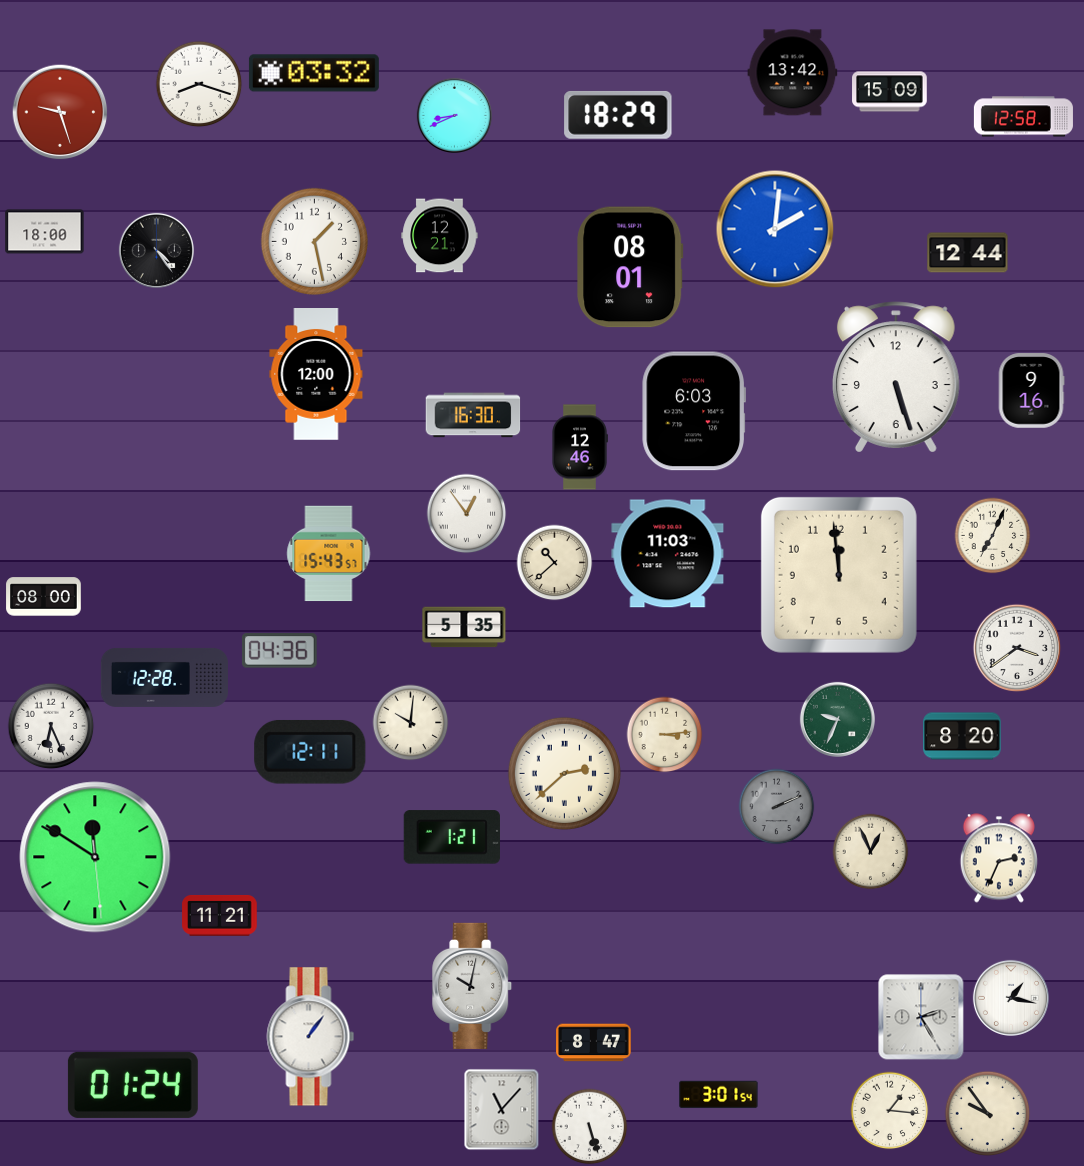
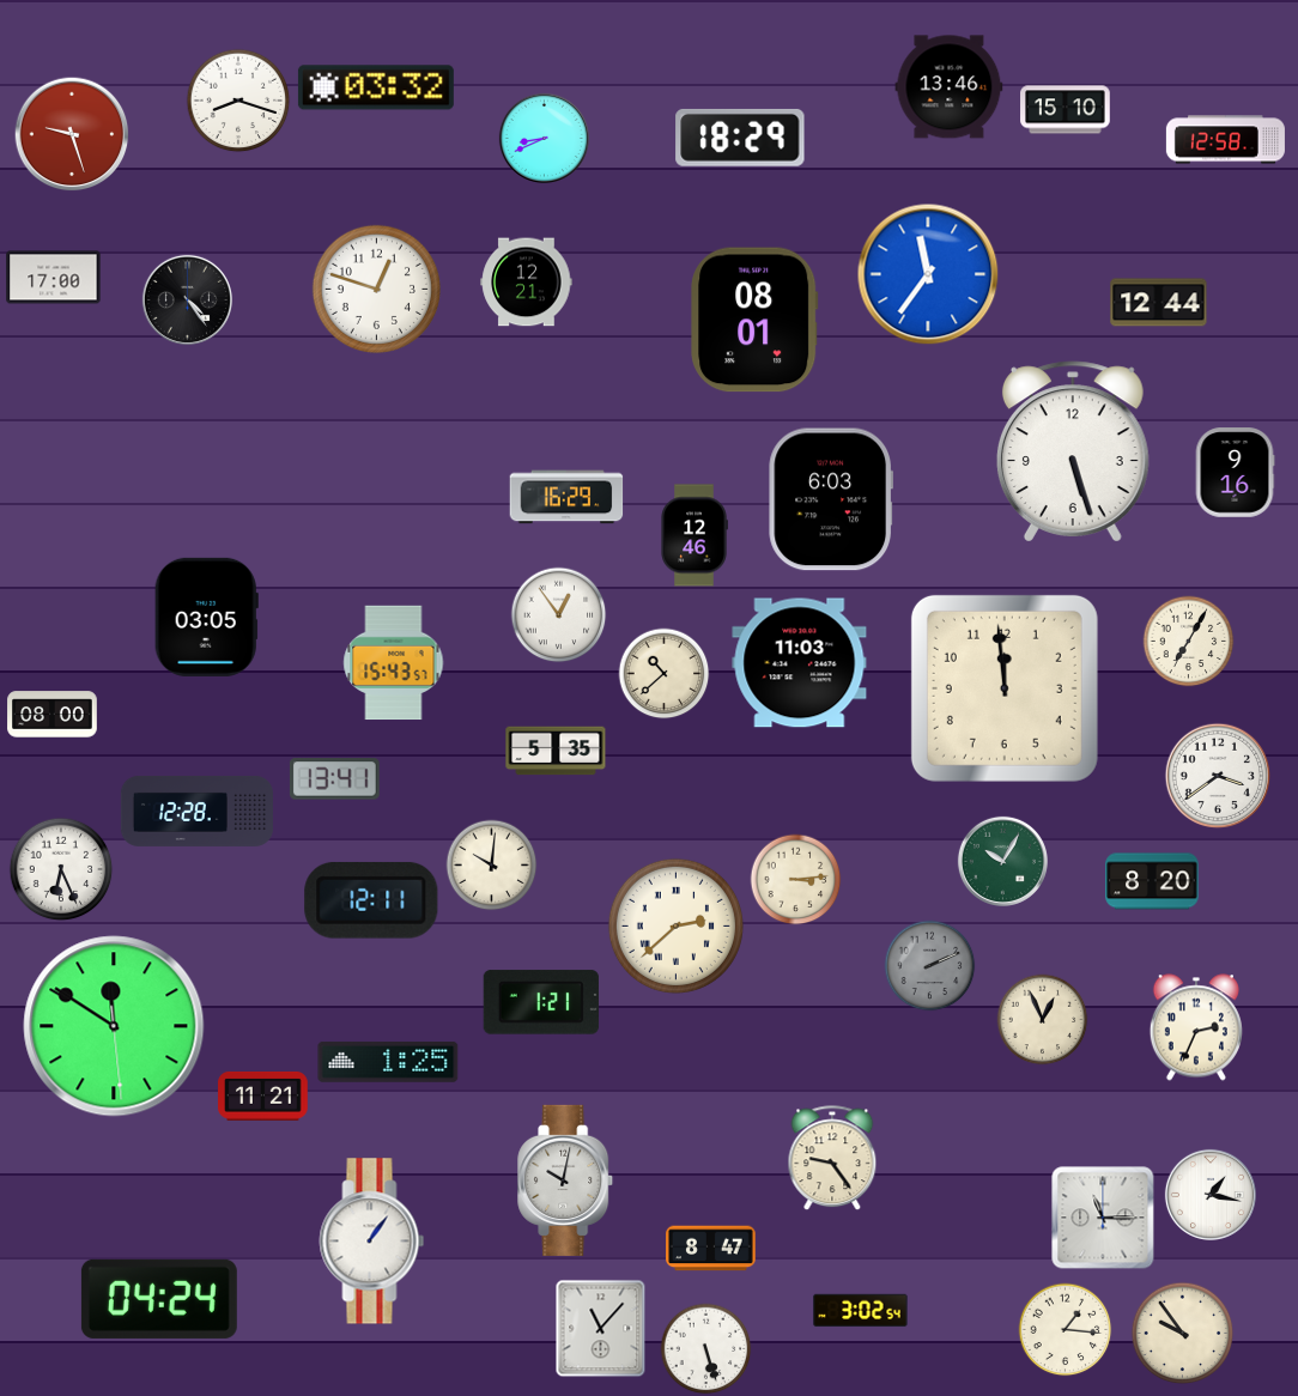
clock at (793, 73): 13:42 -> 13:46
clock at (890, 92): 15:09 -> 15:10
clock at (775, 229): 2:01 -> 11:36
clock at (45, 232): 18:00 -> 17:00
clock at (314, 241): 1:28 -> 12:48
clock at (316, 374): 12:00 -> none
clock at (1031, 391) position: (1031, 391) -> (1235, 473)
clock at (693, 411) position: (693, 411) -> (830, 499)
clock at (473, 415): 16:30 -> 16:29
clock at (206, 617): none -> 03:05
clock at (993, 536): 7:04 -> 7:05
clock at (279, 651): 04:36 -> 13:41
clock at (837, 719): 9:34 -> 10:05
clock at (388, 1062): none -> 1:25
clock at (832, 1159): none -> 9:24
clock at (921, 1017): 2:25 -> 11:15
clock at (133, 1085): 01:24 -> 04:24
clock at (719, 1095): 3:01 -> 3:02
